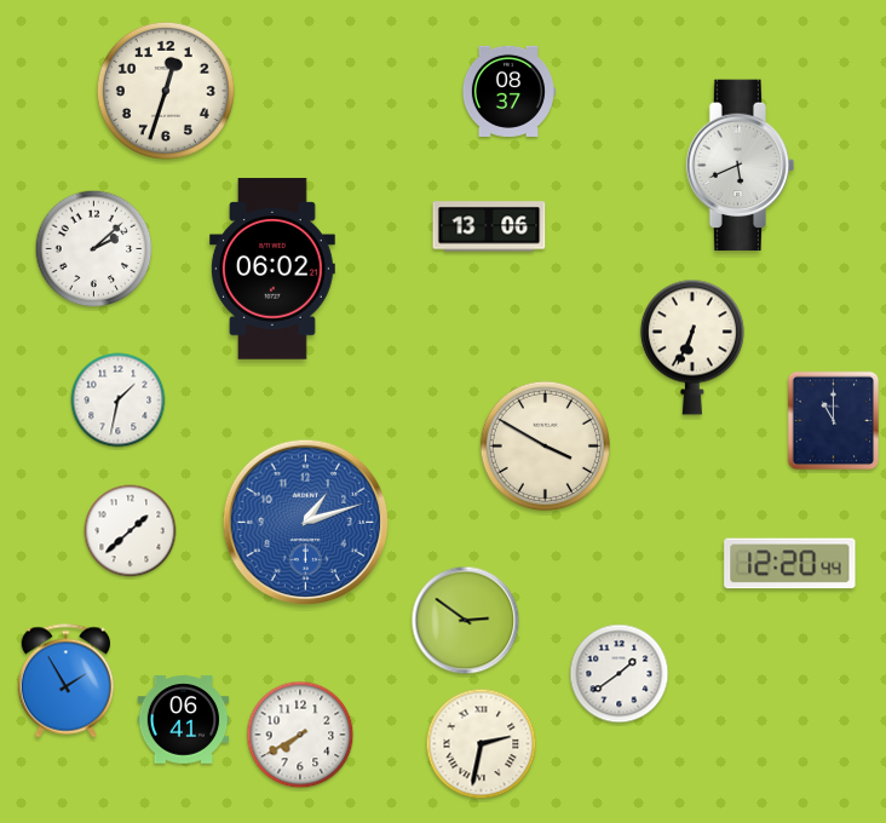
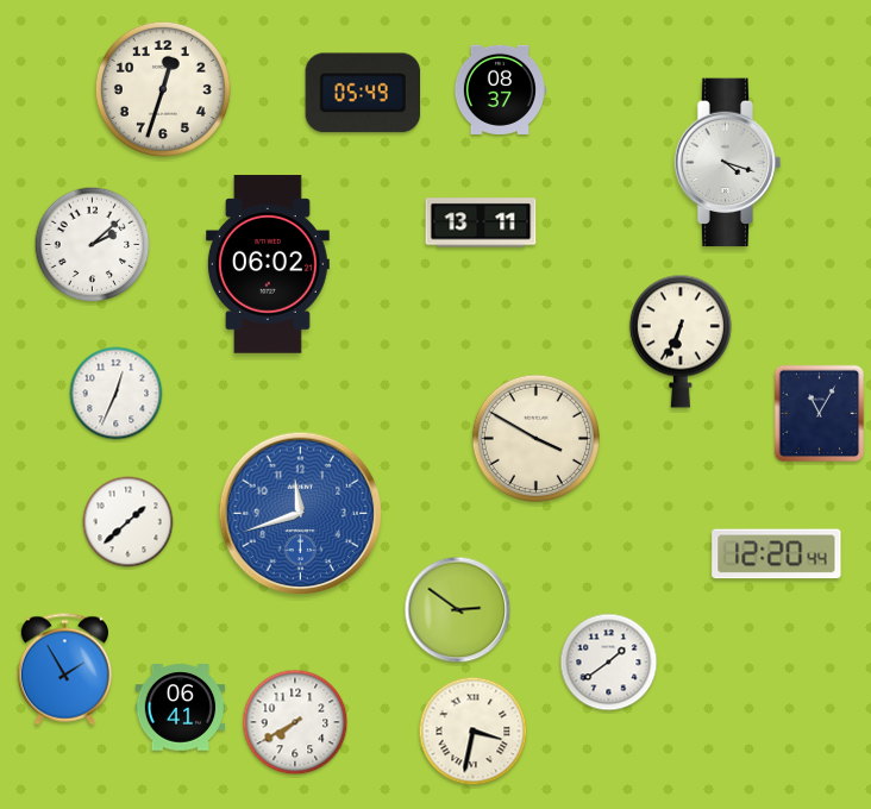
clock at (363, 93): none -> 05:49
clock at (741, 166): 5:41 -> 4:18
clock at (489, 226): 13:06 -> 13:11
clock at (119, 401): 1:32 -> 12:34
clock at (834, 421): 11:00 -> 11:05
clock at (306, 523): 1:12 -> 11:42
clock at (482, 744): 2:32 -> 3:32
